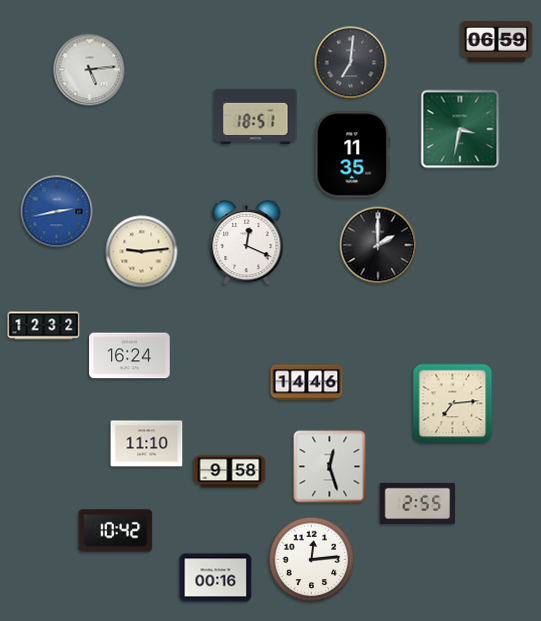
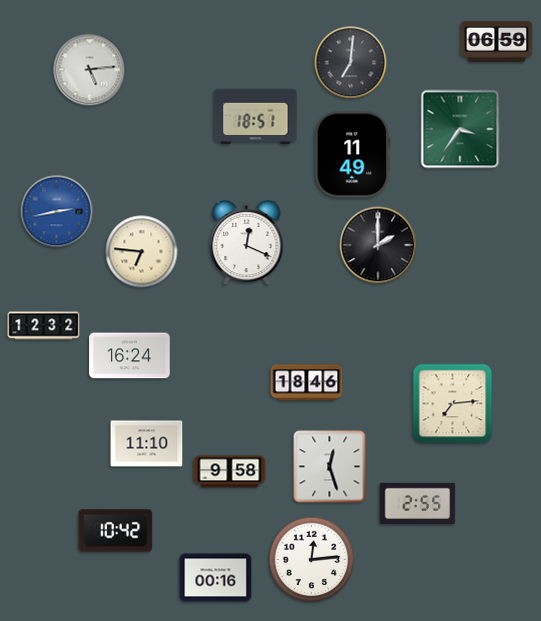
clock at (460, 129): 3:32 -> 3:36
clock at (353, 155): 11:35 -> 11:49
clock at (142, 252): 9:14 -> 6:46
clock at (307, 383): 14:46 -> 18:46
